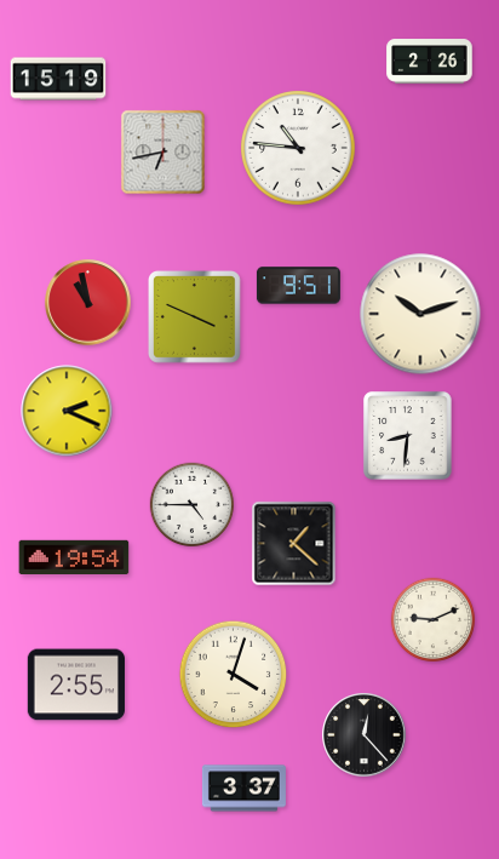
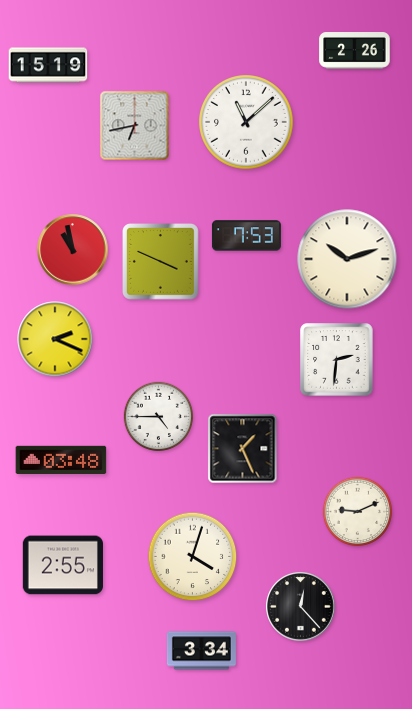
clock at (299, 149): 10:46 -> 11:08
clock at (298, 286): 9:51 -> 7:53
clock at (408, 436): 8:31 -> 2:31
clock at (294, 544): 1:22 -> 1:26
clock at (74, 557): 19:54 -> 03:48
clock at (243, 789): 3:37 -> 3:34
